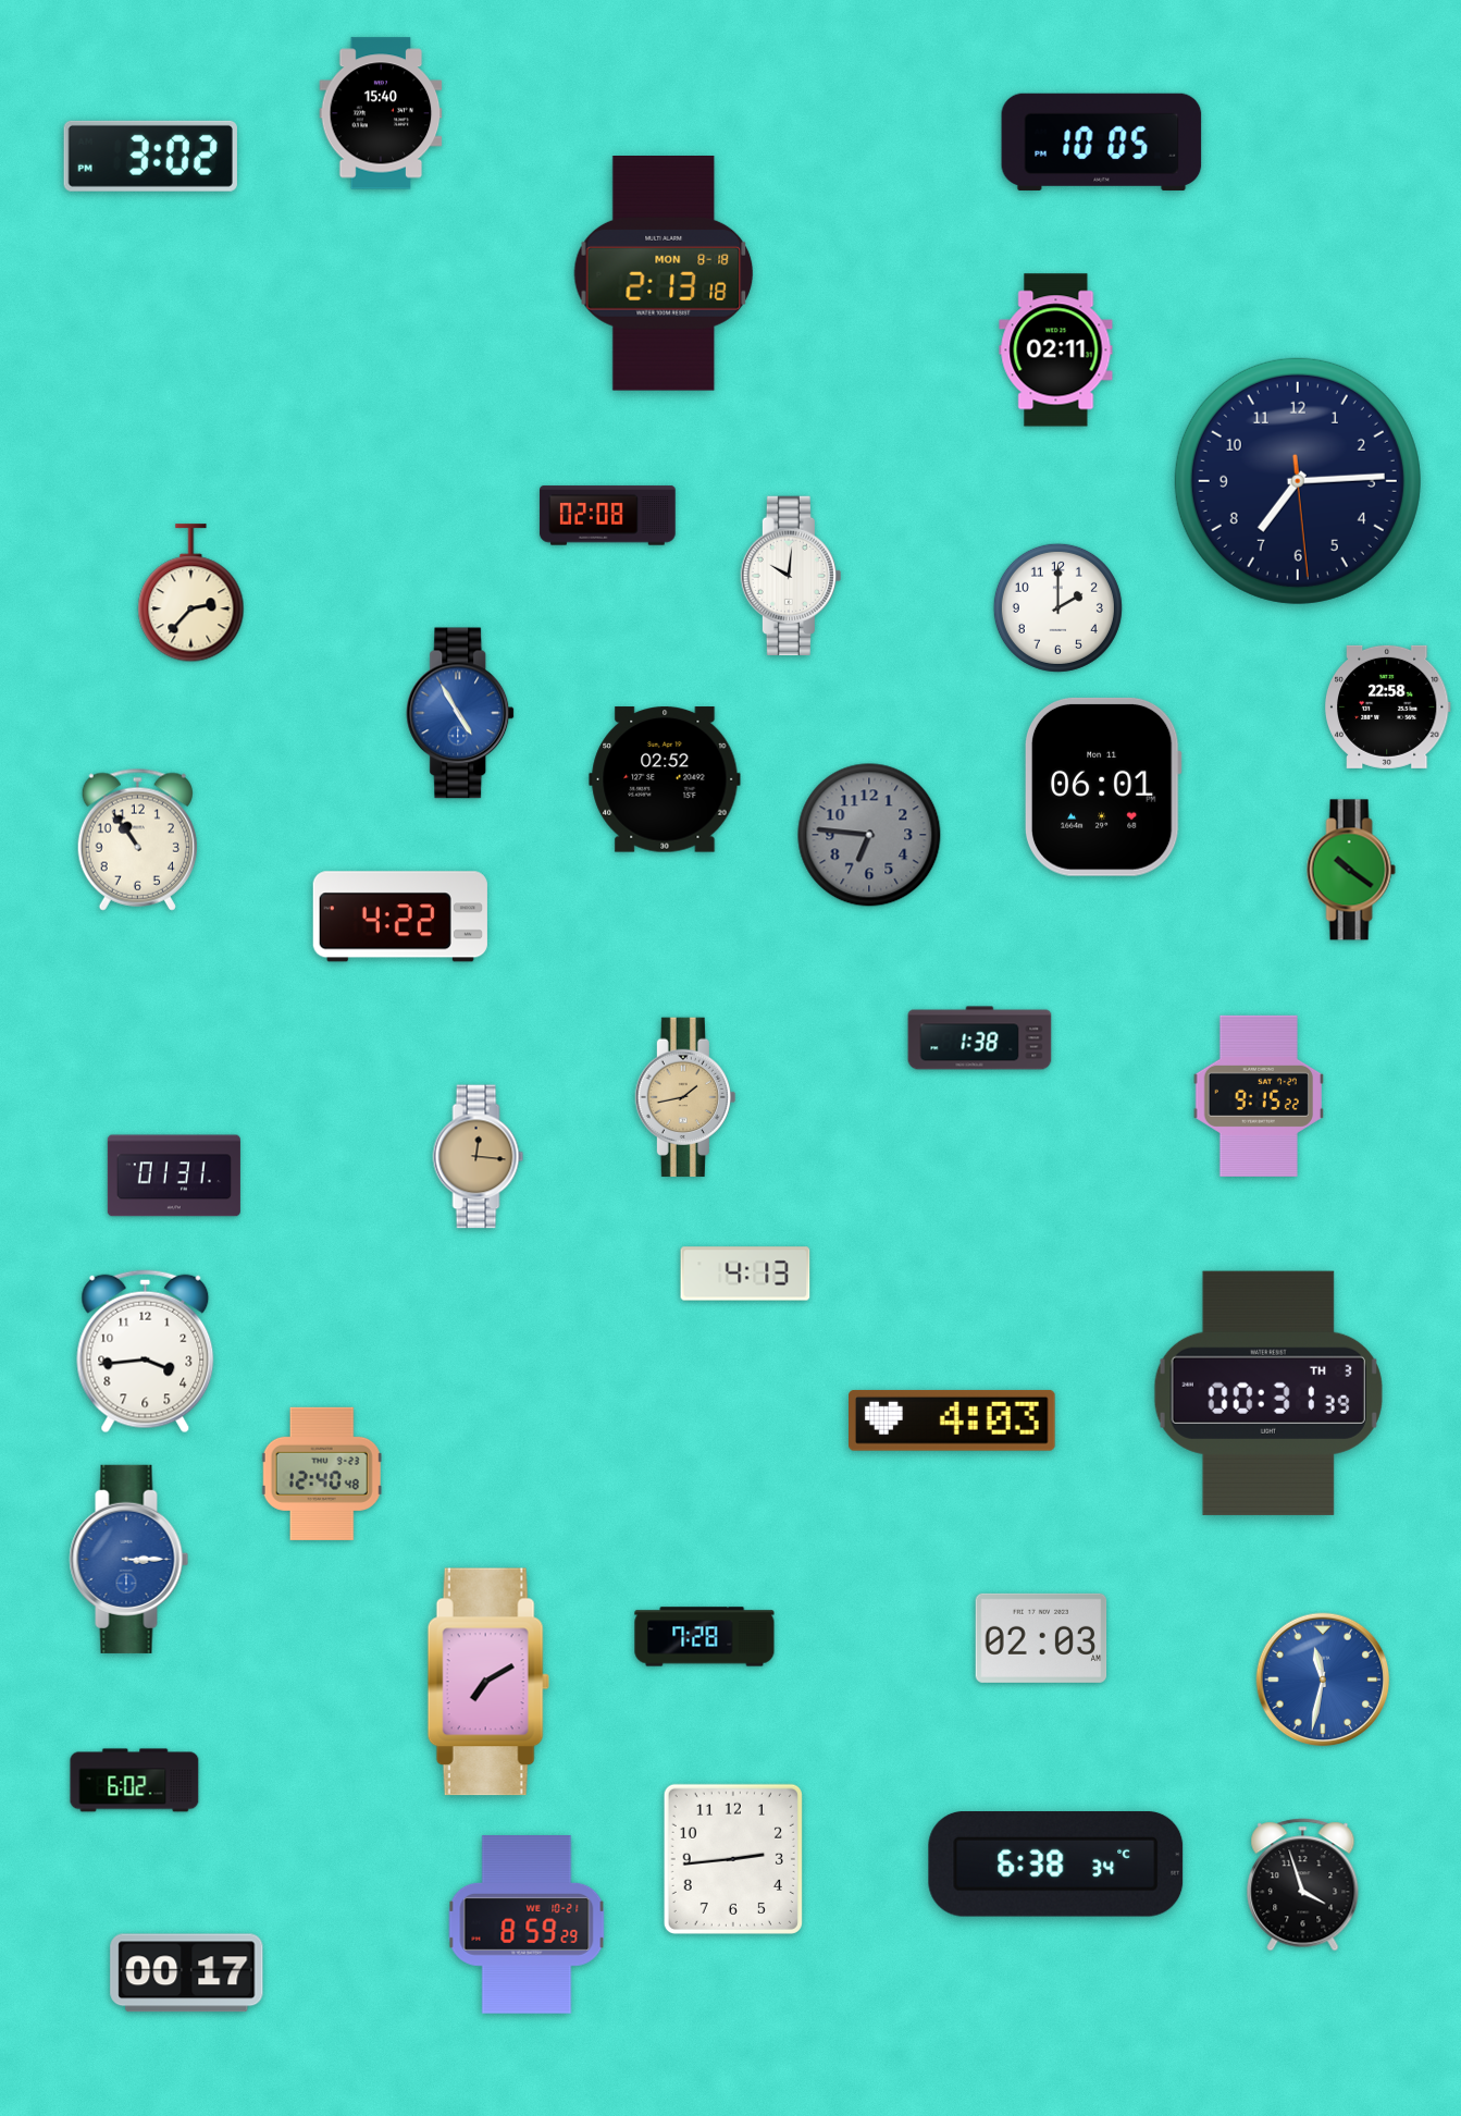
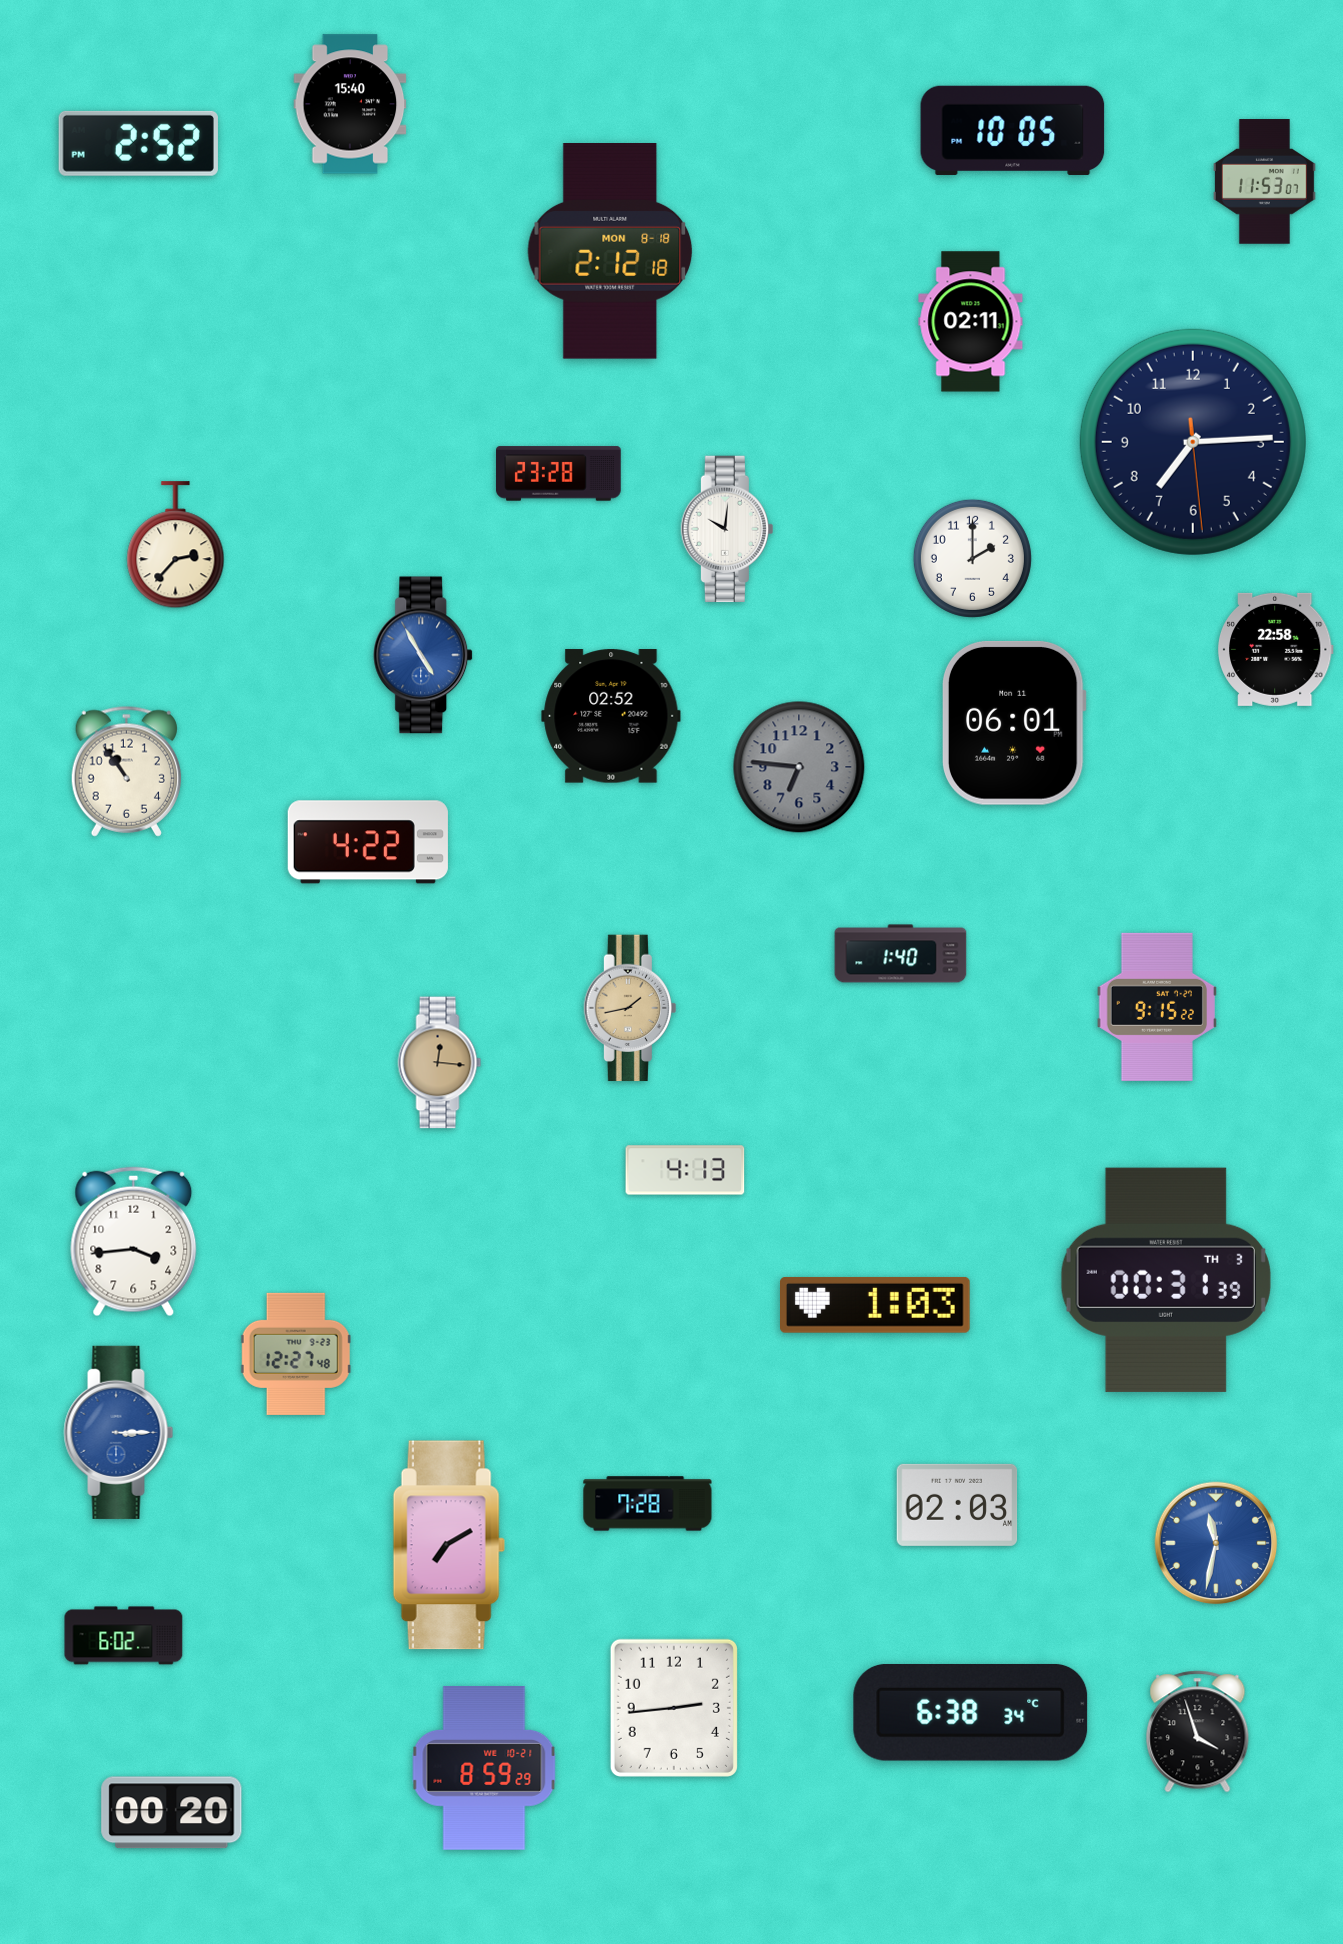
clock at (150, 156): 3:02 -> 2:52
clock at (1264, 182): none -> 11:53
clock at (664, 274): 2:13 -> 2:12
clock at (608, 516): 02:08 -> 23:28
clock at (1351, 870): 10:21 -> none
clock at (980, 1038): 1:38 -> 1:40
clock at (174, 1176): 01:31 -> none
clock at (953, 1420): 4:03 -> 1:03
clock at (322, 1474): 12:40 -> 12:27
clock at (187, 1973): 00:17 -> 00:20
